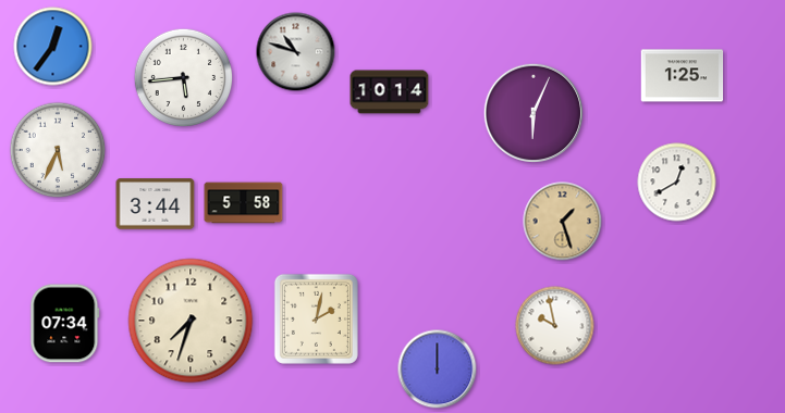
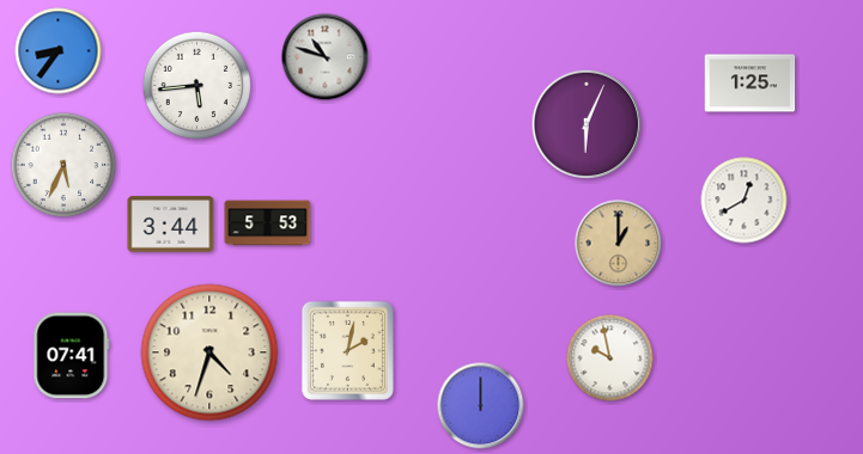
clock at (53, 47): 12:36 -> 8:36
clock at (184, 78) position: (184, 78) -> (197, 86)
clock at (390, 92): 10:14 -> none
clock at (244, 203): 5:58 -> 5:53
clock at (563, 222): 1:27 -> 1:00
clock at (191, 321): 7:33 -> 4:33
clock at (65, 324): 07:34 -> 07:41
